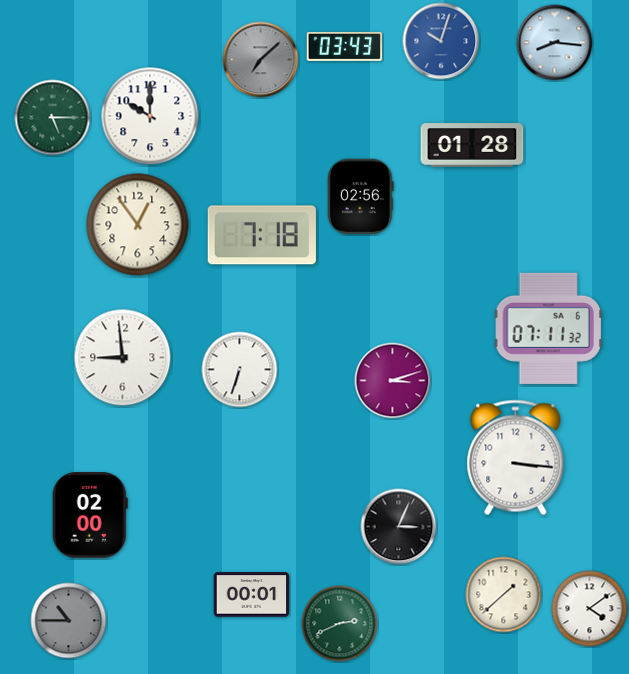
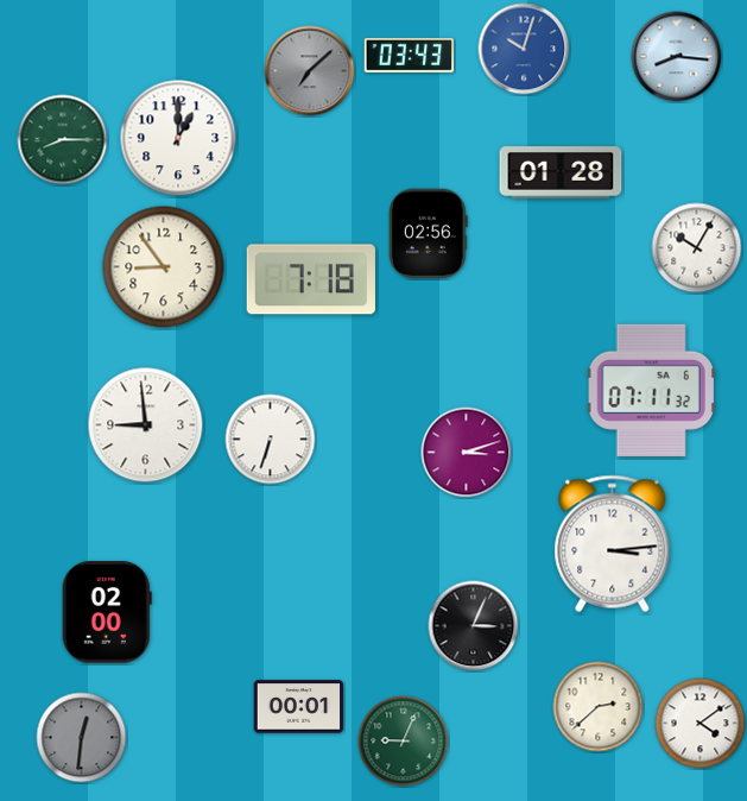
clock at (555, 43) position: (555, 43) -> (677, 57)
clock at (150, 116): 10:00 -> 1:00
clock at (53, 118): 5:15 -> 8:15
clock at (697, 248): none -> 10:05
clock at (138, 225): 12:54 -> 8:54
clock at (240, 370) position: (240, 370) -> (271, 440)
clock at (516, 458): 3:16 -> 3:14
clock at (504, 595): 1:38 -> 2:38
clock at (69, 621): 10:45 -> 12:31
clock at (340, 624): 2:41 -> 9:04
